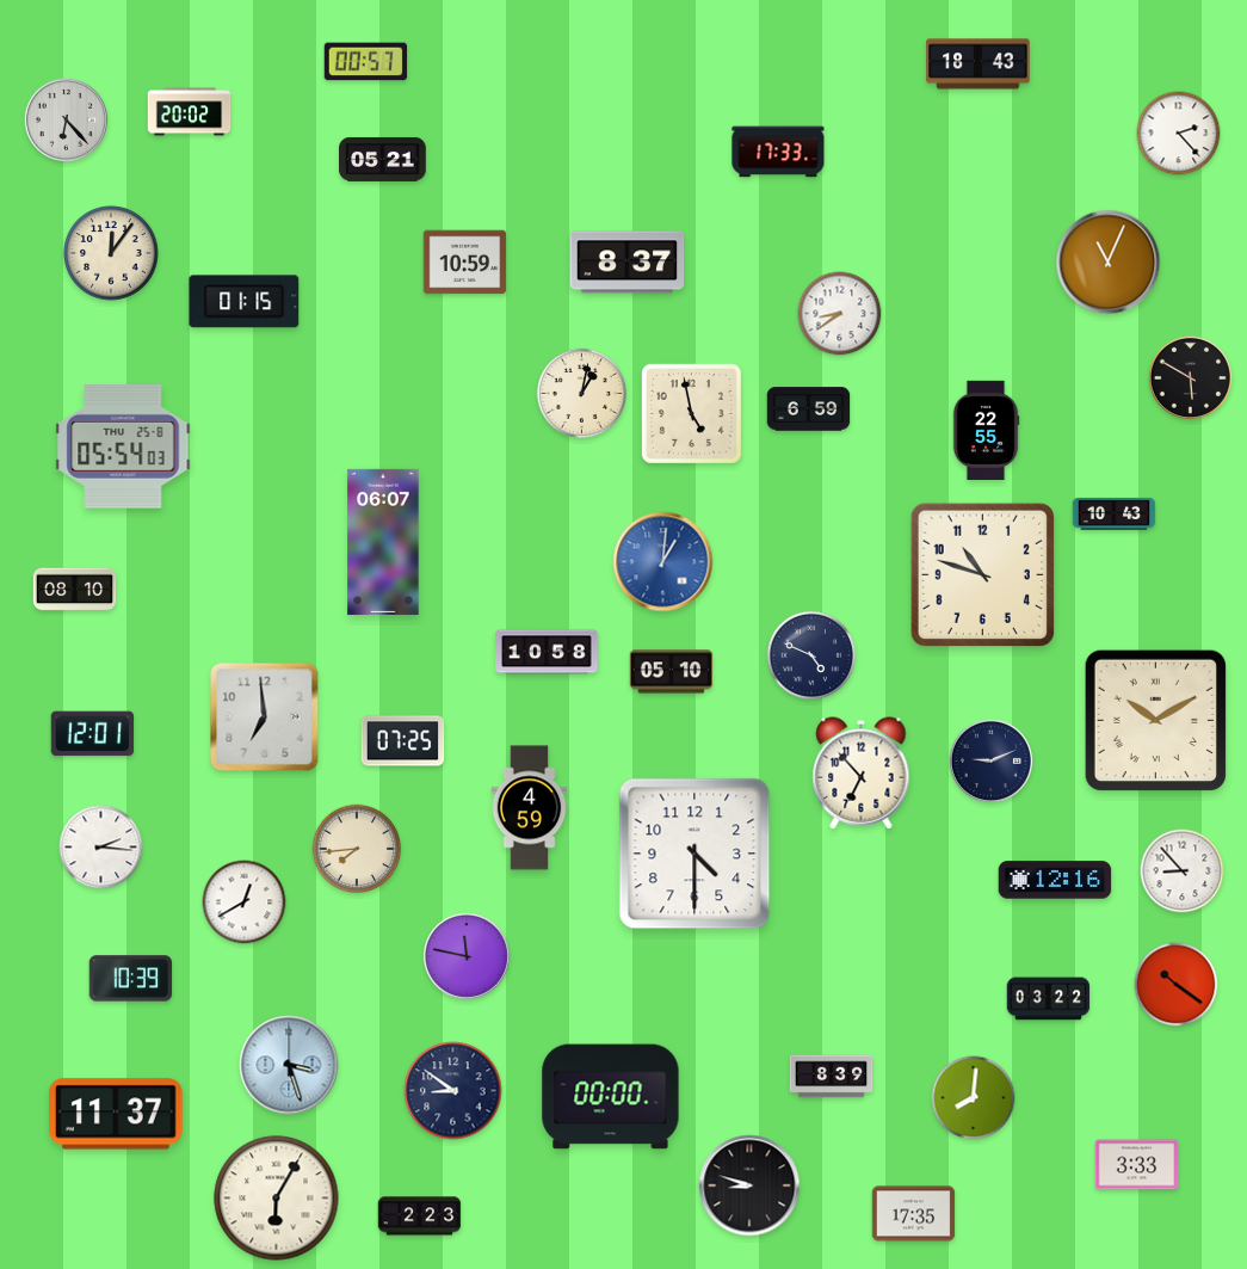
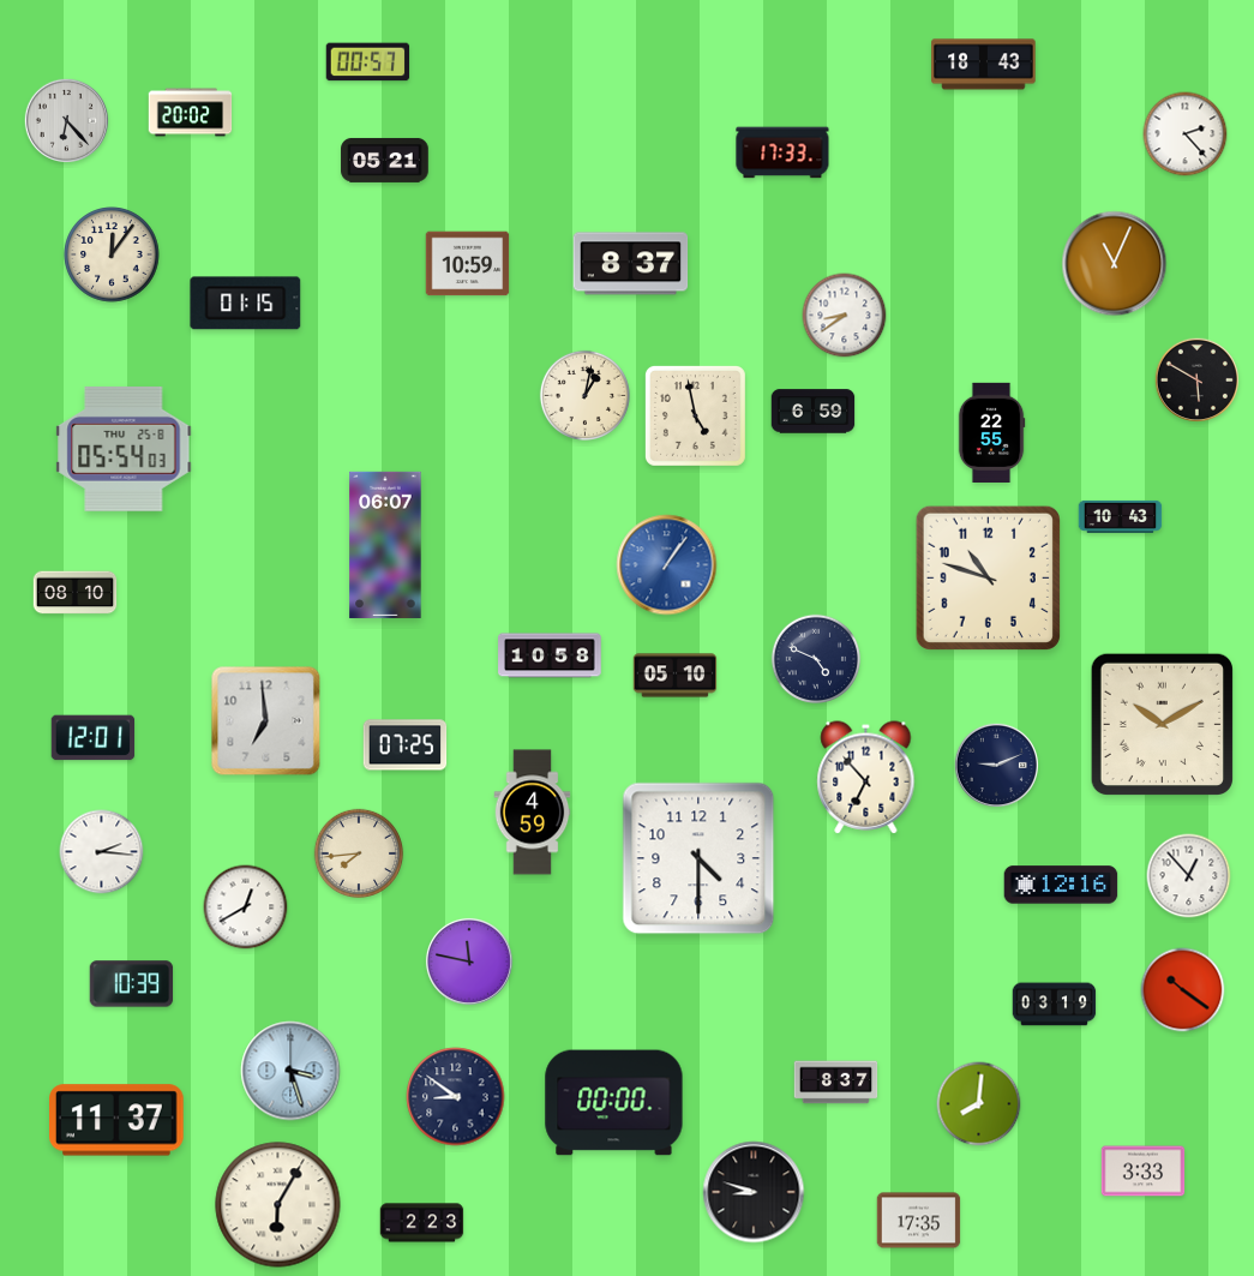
clock at (663, 562): 1:01 -> 1:06
clock at (1183, 871): 8:53 -> 12:53
clock at (1049, 999): 03:22 -> 03:19
clock at (832, 1077): 8:39 -> 8:37
